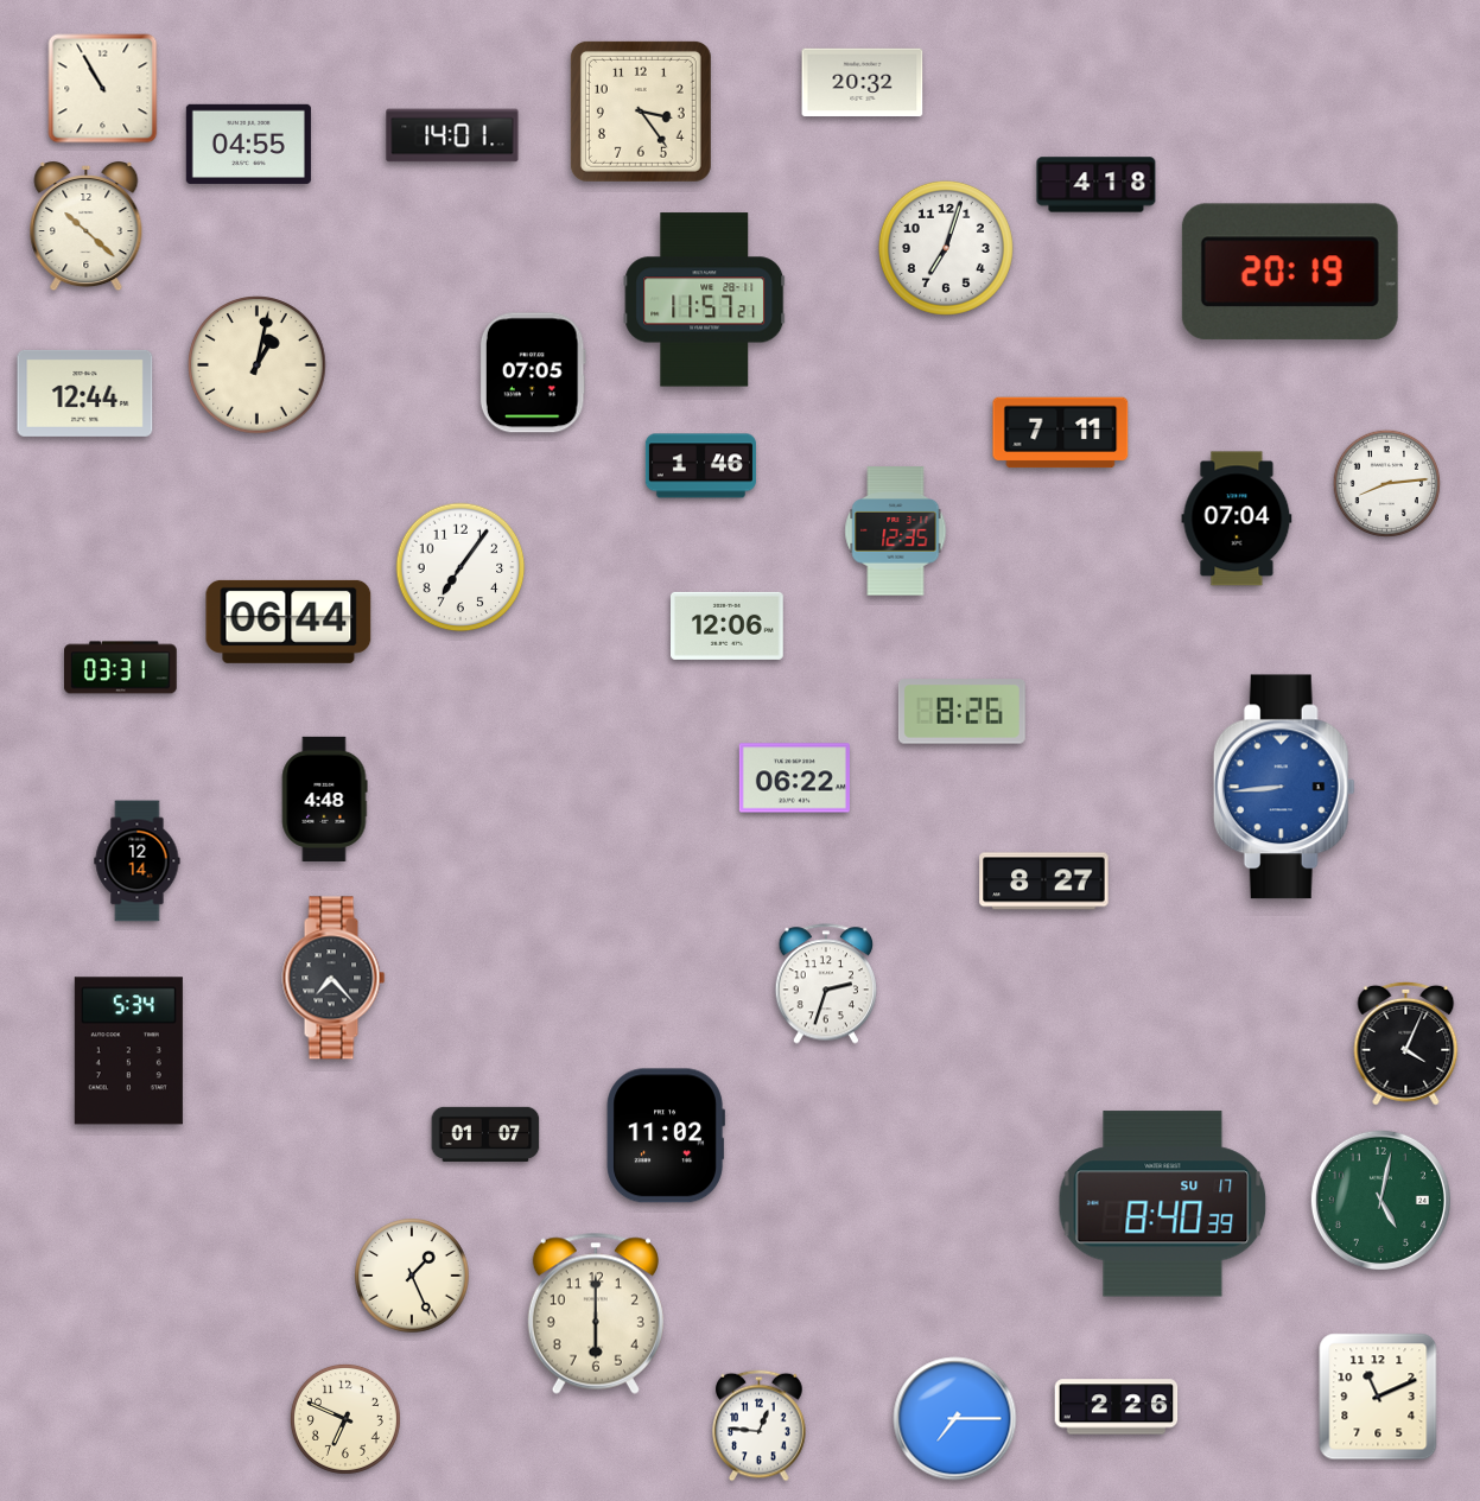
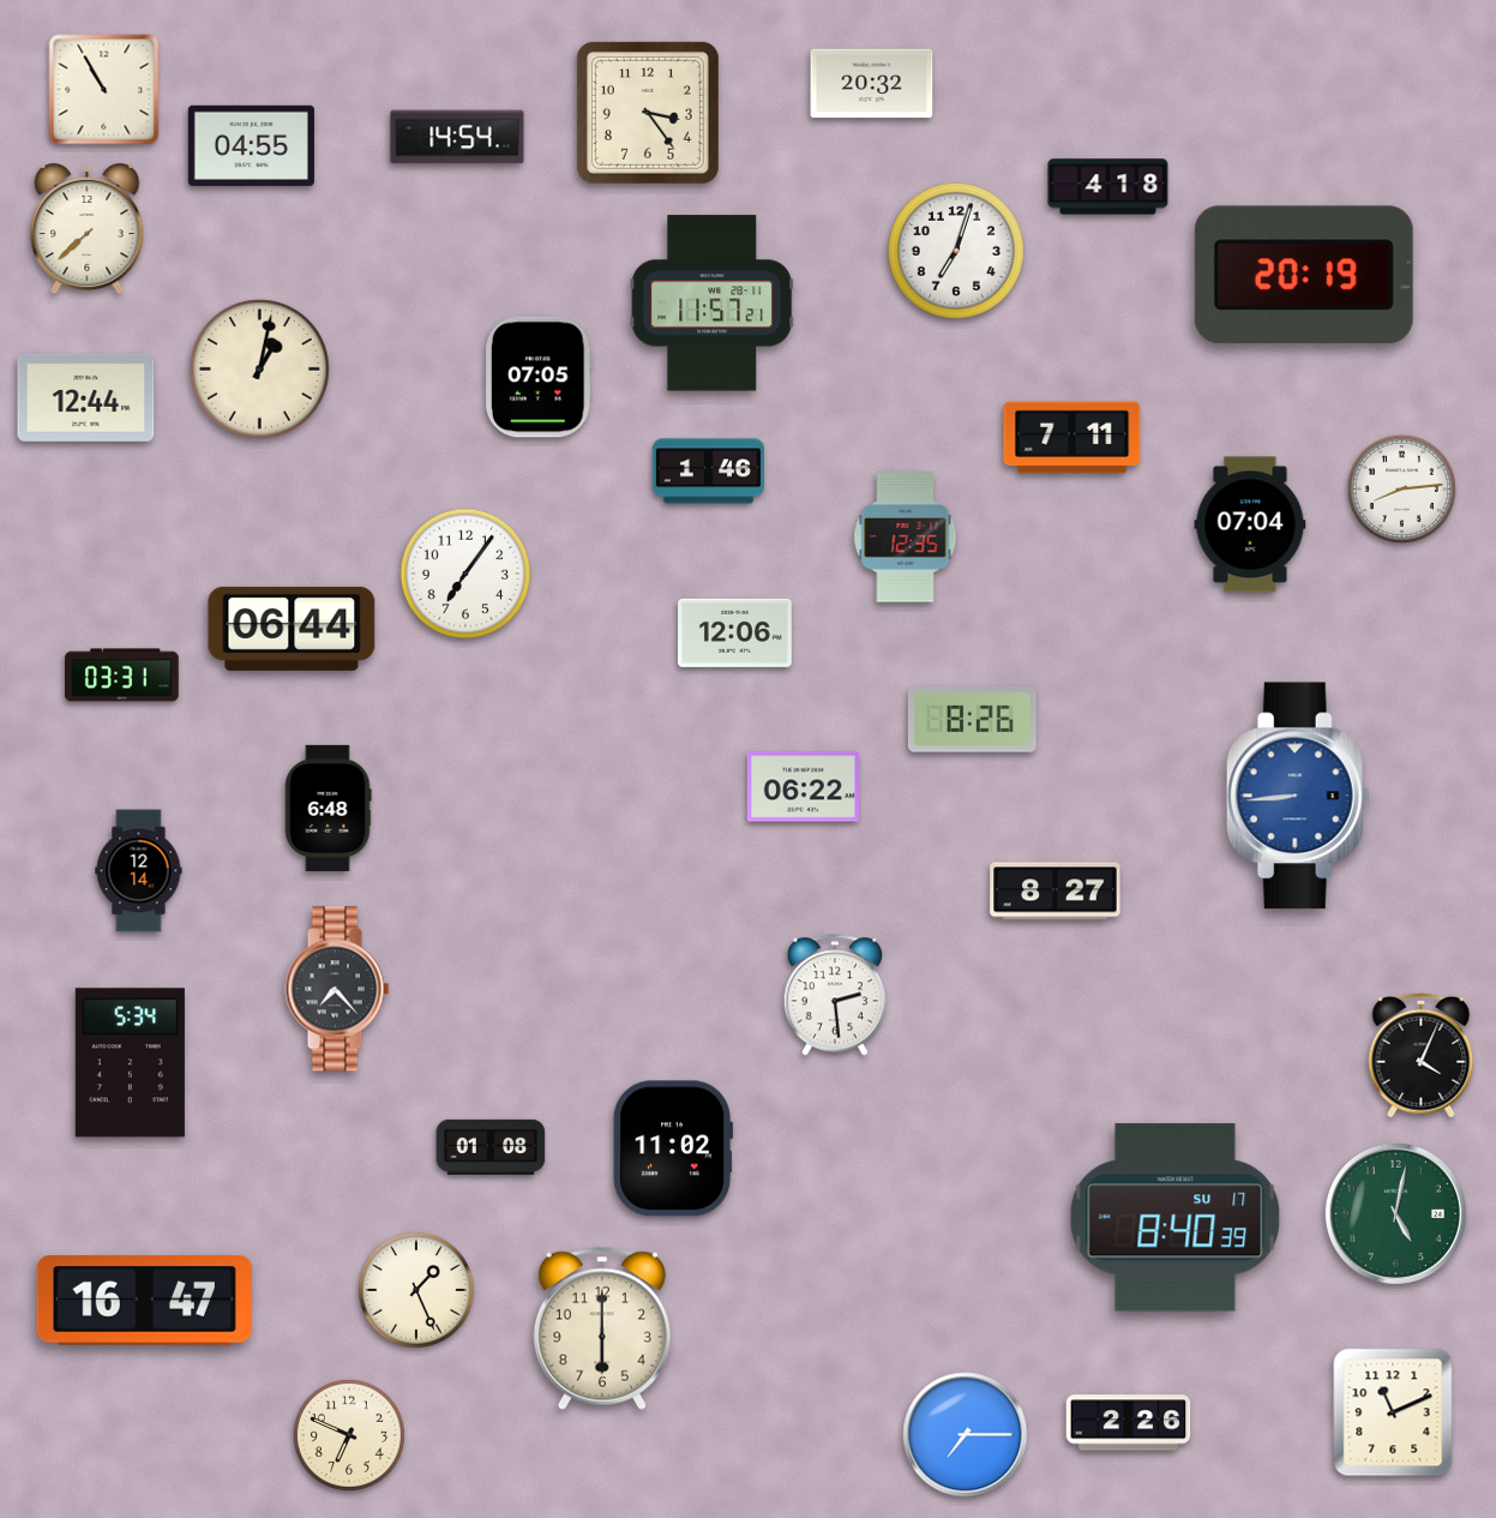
clock at (452, 135): 14:01 -> 14:54
clock at (87, 228): 10:22 -> 7:38
clock at (324, 799): 4:48 -> 6:48
clock at (825, 984): 2:33 -> 2:29
clock at (485, 1134): 01:07 -> 01:08
clock at (144, 1301): none -> 16:47
clock at (760, 1426): 12:46 -> none
